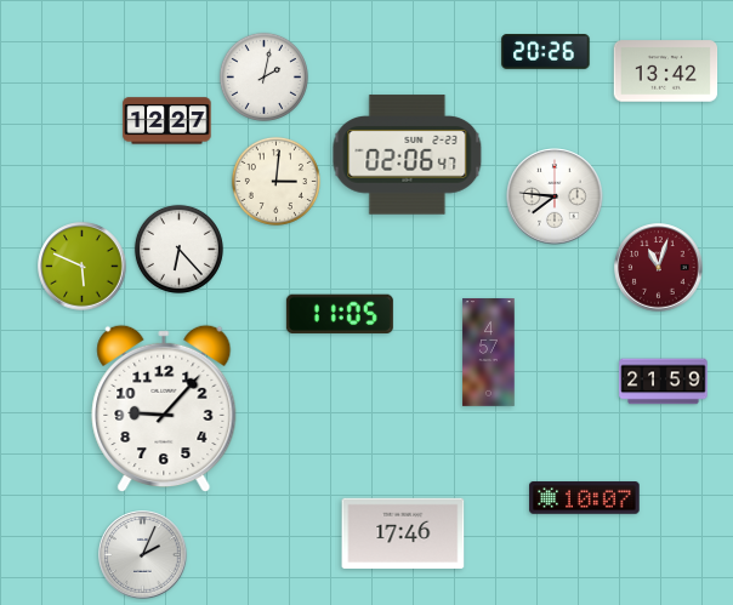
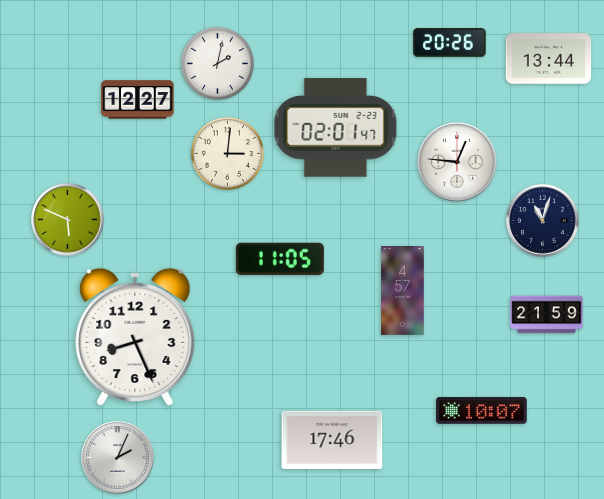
clock at (666, 72): 13:42 -> 13:44
clock at (408, 155): 02:06 -> 02:01
clock at (275, 181) position: (275, 181) -> (227, 153)
clock at (555, 196): 7:46 -> 12:46
clock at (178, 249): 6:23 -> none
clock at (659, 268) dial: burgundy -> navy
clock at (164, 409): 9:07 -> 8:26
